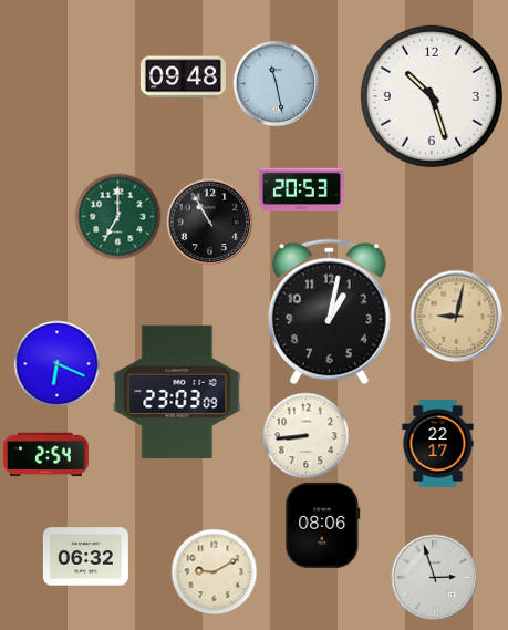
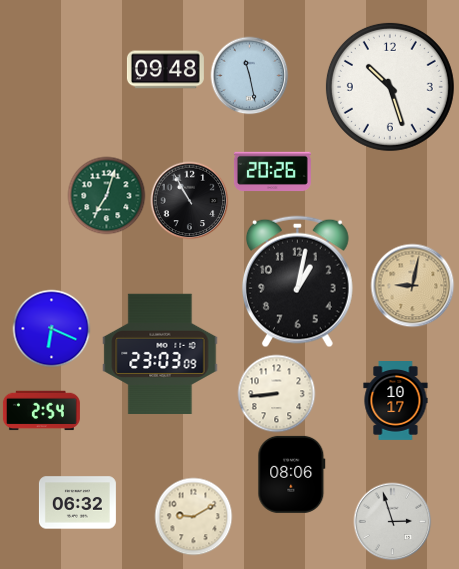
clock at (301, 190): 20:53 -> 20:26
clock at (117, 216): 7:00 -> 7:03
clock at (438, 444): 22:17 -> 10:17
